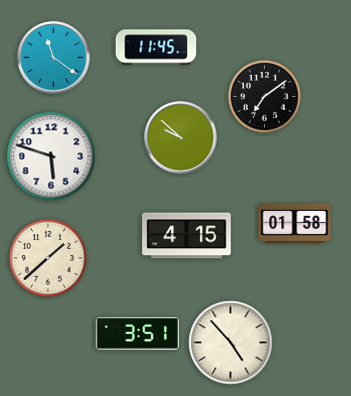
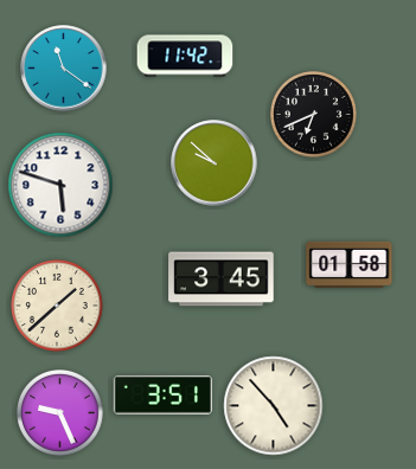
clock at (156, 47): 11:45 -> 11:42
clock at (264, 96): 7:09 -> 6:41
clock at (187, 236): 4:15 -> 3:45
clock at (59, 412): none -> 9:26
